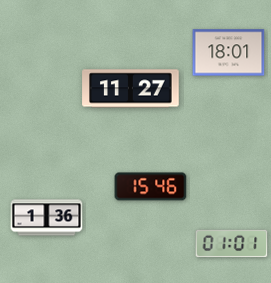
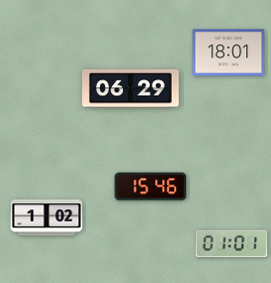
clock at (131, 89): 11:27 -> 06:29
clock at (47, 218): 1:36 -> 1:02
